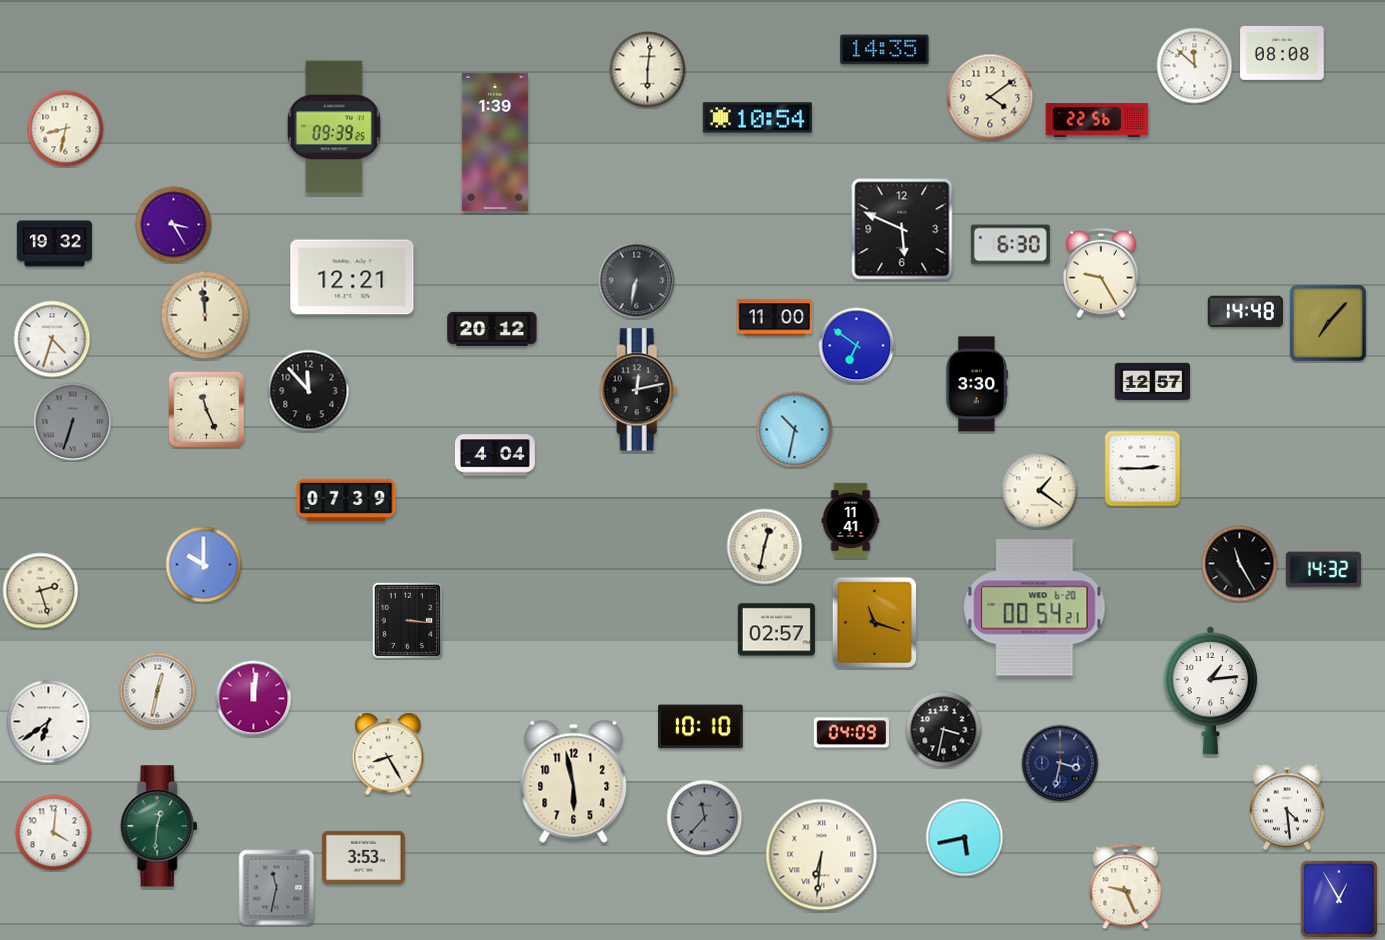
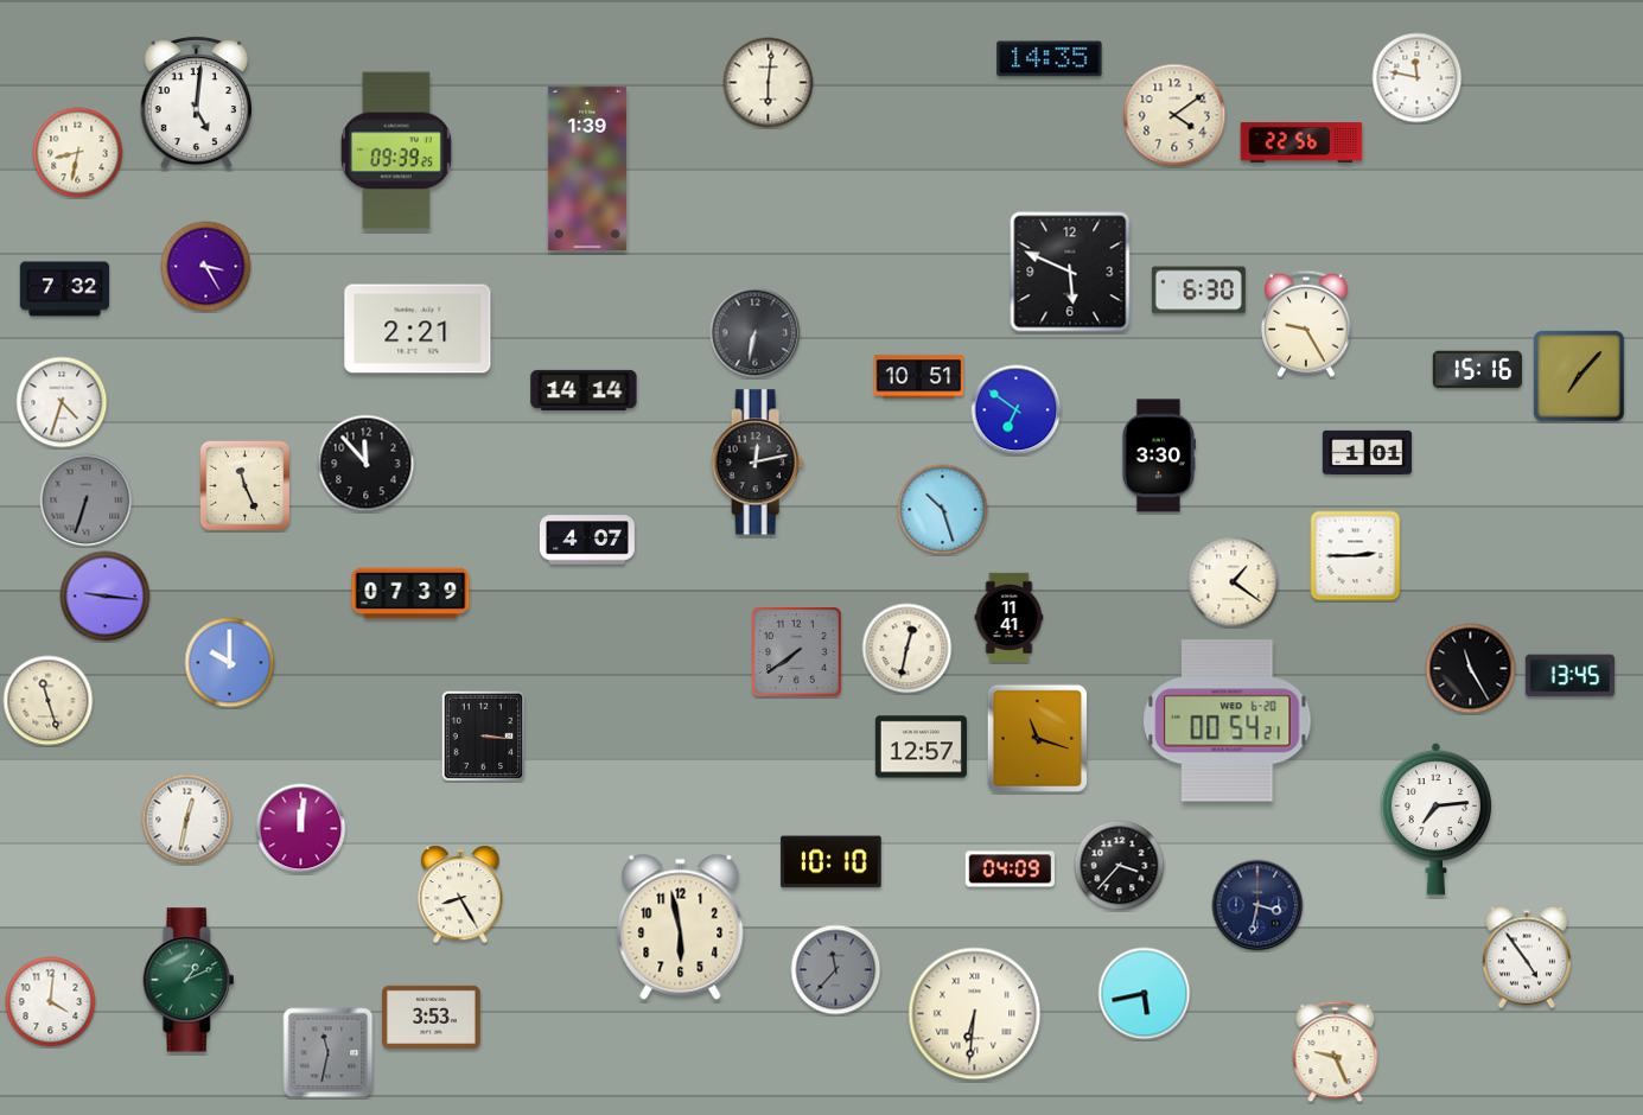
clock at (1282, 53): 08:08 -> none
clock at (1195, 66): 11:52 -> 11:47
clock at (196, 102): none -> 5:01
clock at (757, 118): 10:54 -> none
clock at (55, 244): 19:32 -> 7:32
clock at (352, 277): 12:21 -> 2:21
clock at (1246, 312): 14:48 -> 15:16
clock at (205, 315): 11:59 -> none
clock at (775, 318): 11:00 -> 10:51
clock at (1328, 323) position: (1328, 323) -> (1579, 376)
clock at (492, 329): 20:12 -> 14:14
clock at (1153, 381): 12:57 -> 1:01
clock at (795, 430): 10:32 -> 10:27
clock at (495, 455): 4:04 -> 4:07
clock at (106, 597): none -> 9:16
clock at (796, 651): none -> 7:39
clock at (204, 565) position: (204, 565) -> (230, 663)
clock at (1324, 570): 14:32 -> 13:45
clock at (41, 591): 2:27 -> 11:27
clock at (776, 630): 02:57 -> 12:57
clock at (1211, 690): 1:14 -> 7:14
clock at (49, 722): 6:39 -> none
clock at (944, 730): 3:32 -> 3:37
clock at (1287, 807): 4:29 -> 4:54
clock at (159, 826): 12:31 -> 1:11
clock at (54, 833) position: (54, 833) -> (51, 1002)
clock at (1339, 899): 12:55 -> none
